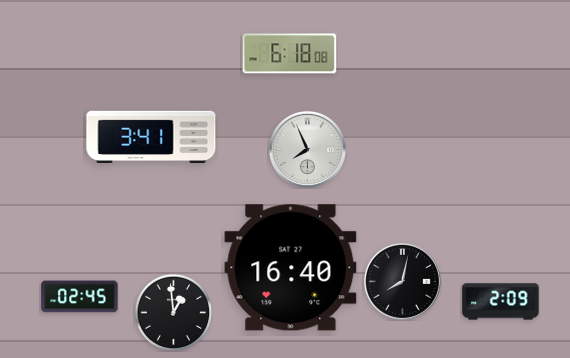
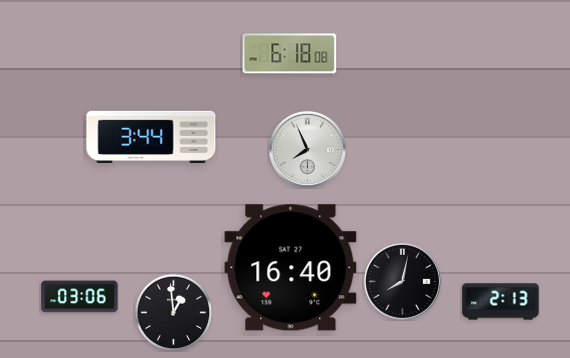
clock at (151, 136): 3:41 -> 3:44
clock at (80, 297): 02:45 -> 03:06
clock at (501, 302): 2:09 -> 2:13
